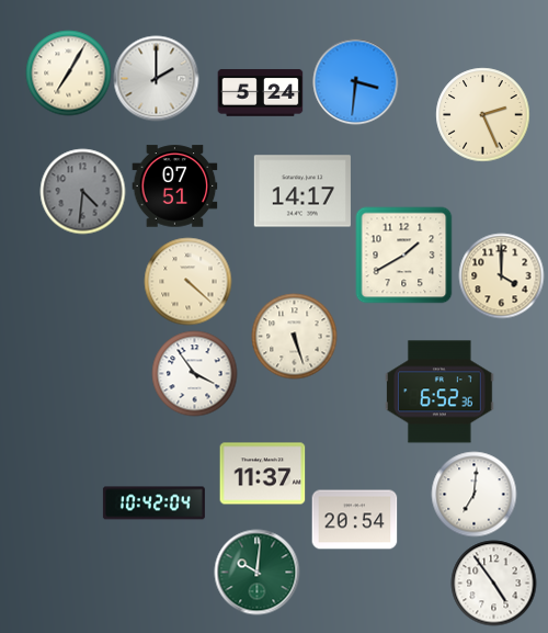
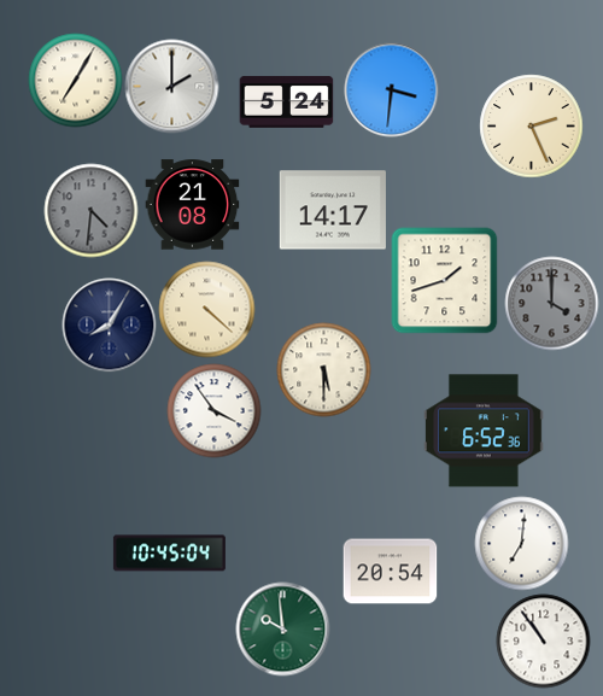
clock at (174, 186): 07:51 -> 21:08
clock at (403, 255): 1:40 -> 1:42
clock at (501, 275) dial: cream -> grey
clock at (109, 324): none -> 8:05
clock at (294, 336): 5:27 -> 5:30
clock at (262, 474): 11:37 -> none
clock at (153, 504): 10:42 -> 10:45
clock at (256, 572): 10:01 -> 9:59
clock at (493, 583): 4:54 -> 10:54
